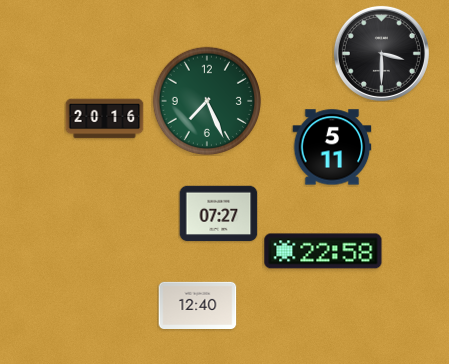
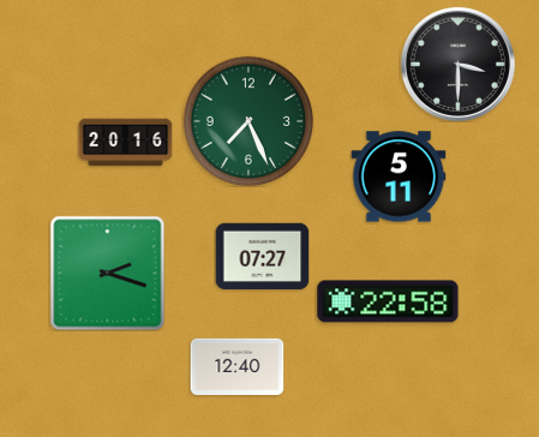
clock at (107, 273): none -> 2:18
